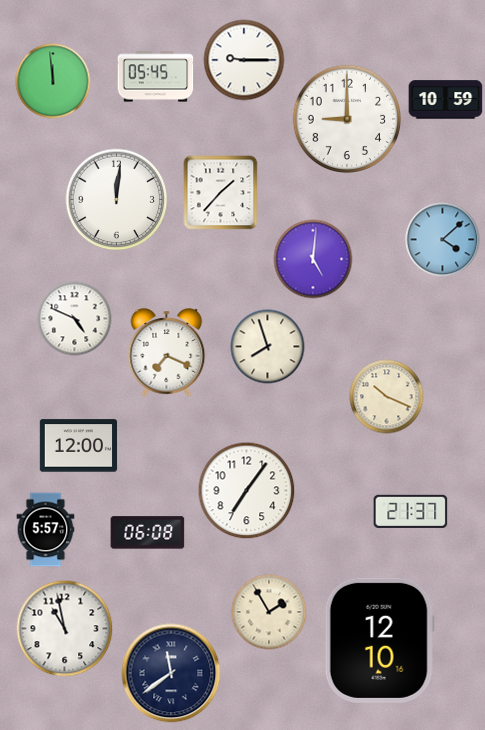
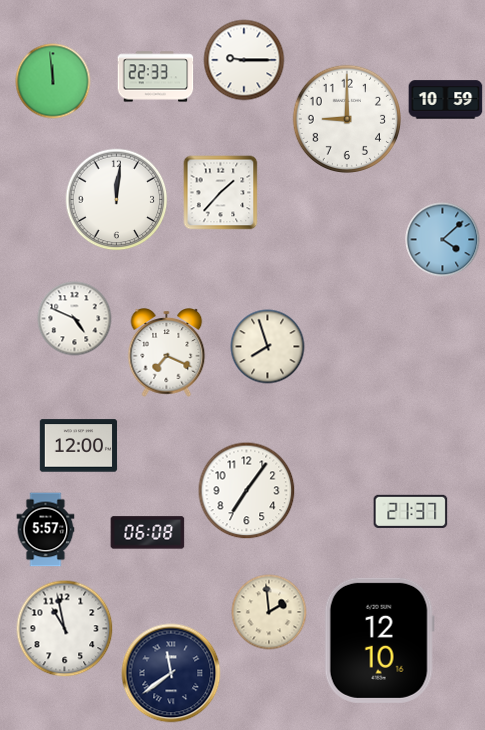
clock at (156, 77): 05:45 -> 22:33
clock at (313, 259): 5:01 -> none
clock at (387, 397): 10:19 -> none
clock at (269, 612): 1:55 -> 1:59
